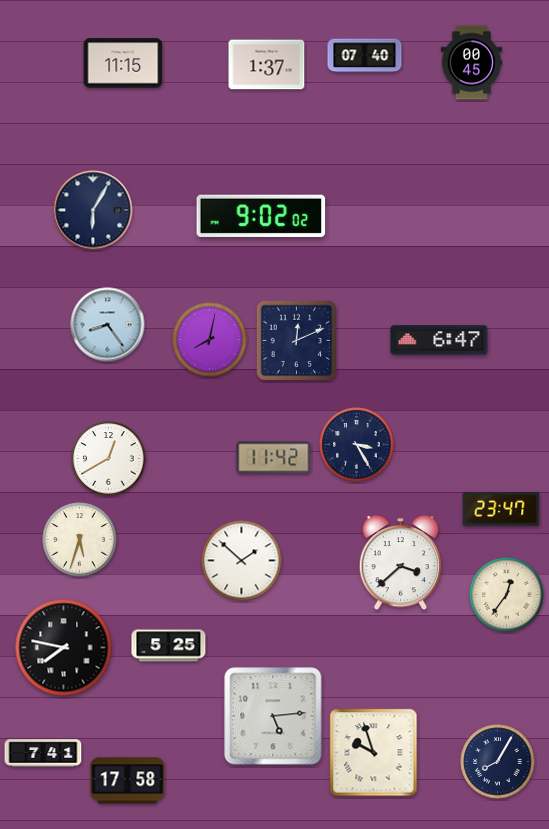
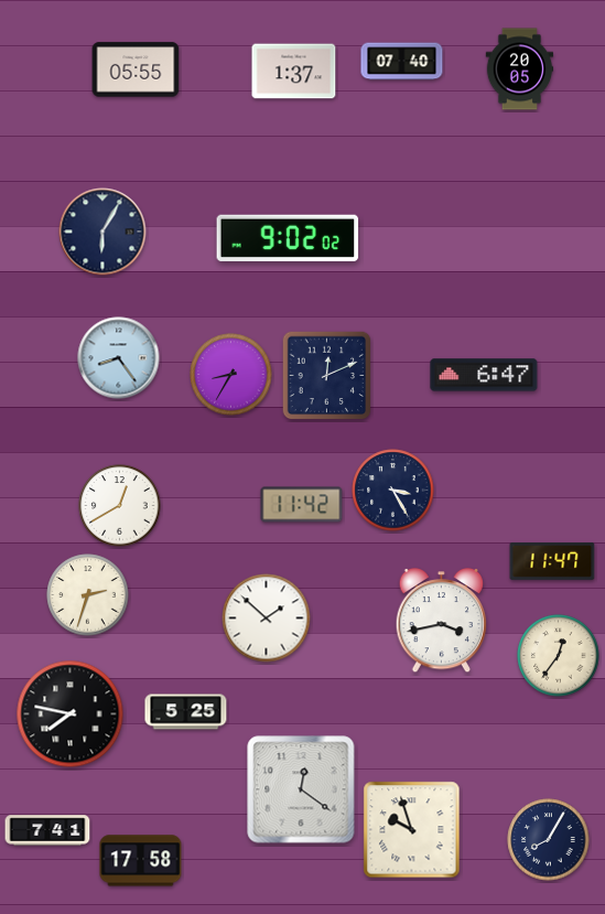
clock at (123, 63): 11:15 -> 05:55
clock at (472, 63): 00:45 -> 20:05
clock at (210, 340): 8:02 -> 8:35
clock at (501, 509): 23:47 -> 11:47
clock at (80, 540): 5:33 -> 2:33
clock at (401, 563): 3:38 -> 3:43
clock at (273, 716): 5:14 -> 12:21
